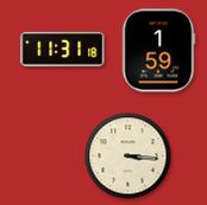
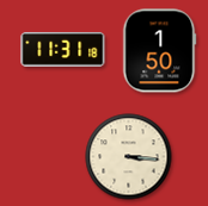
clock at (158, 51): 1:59 -> 1:50
